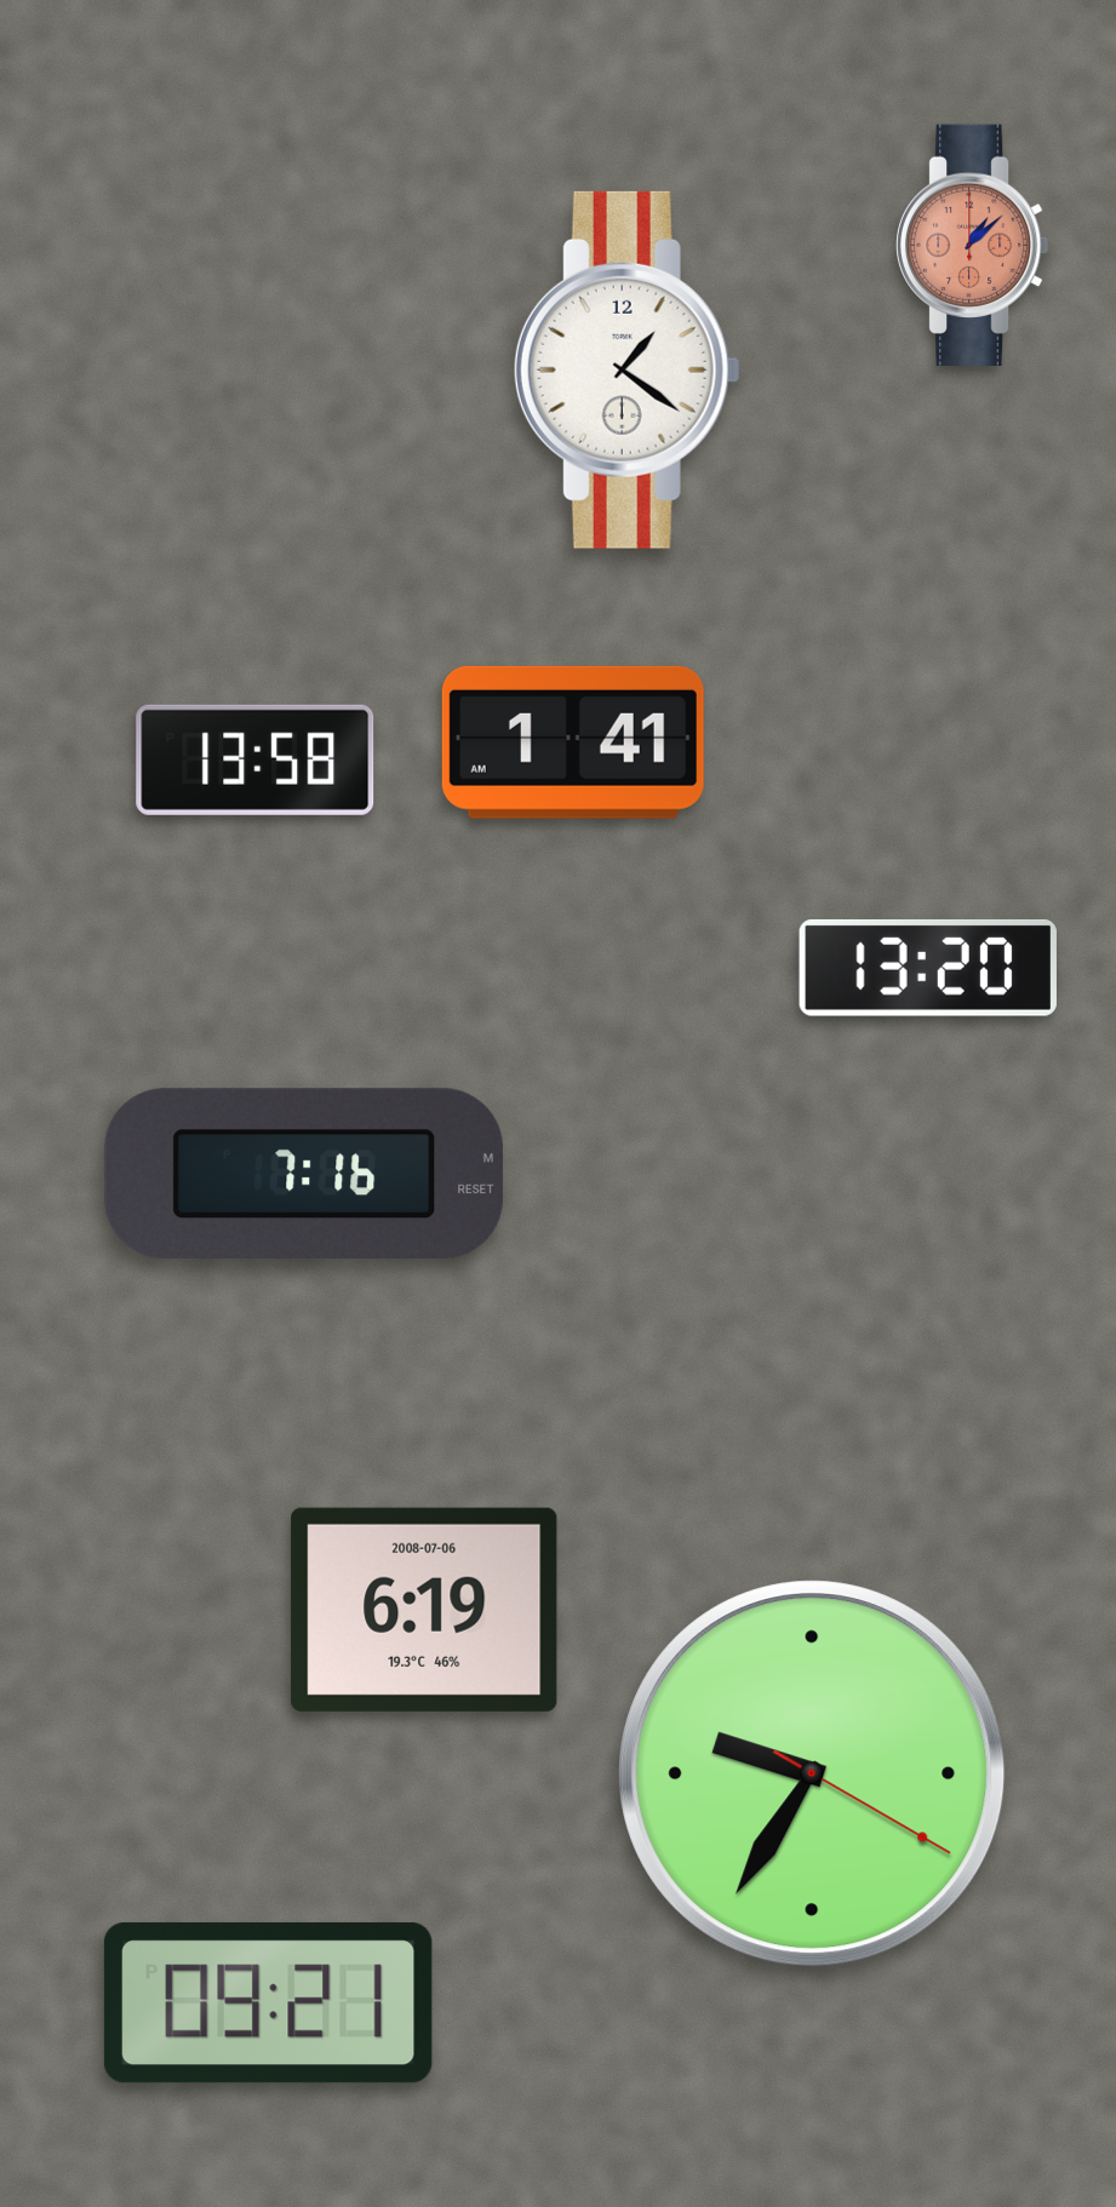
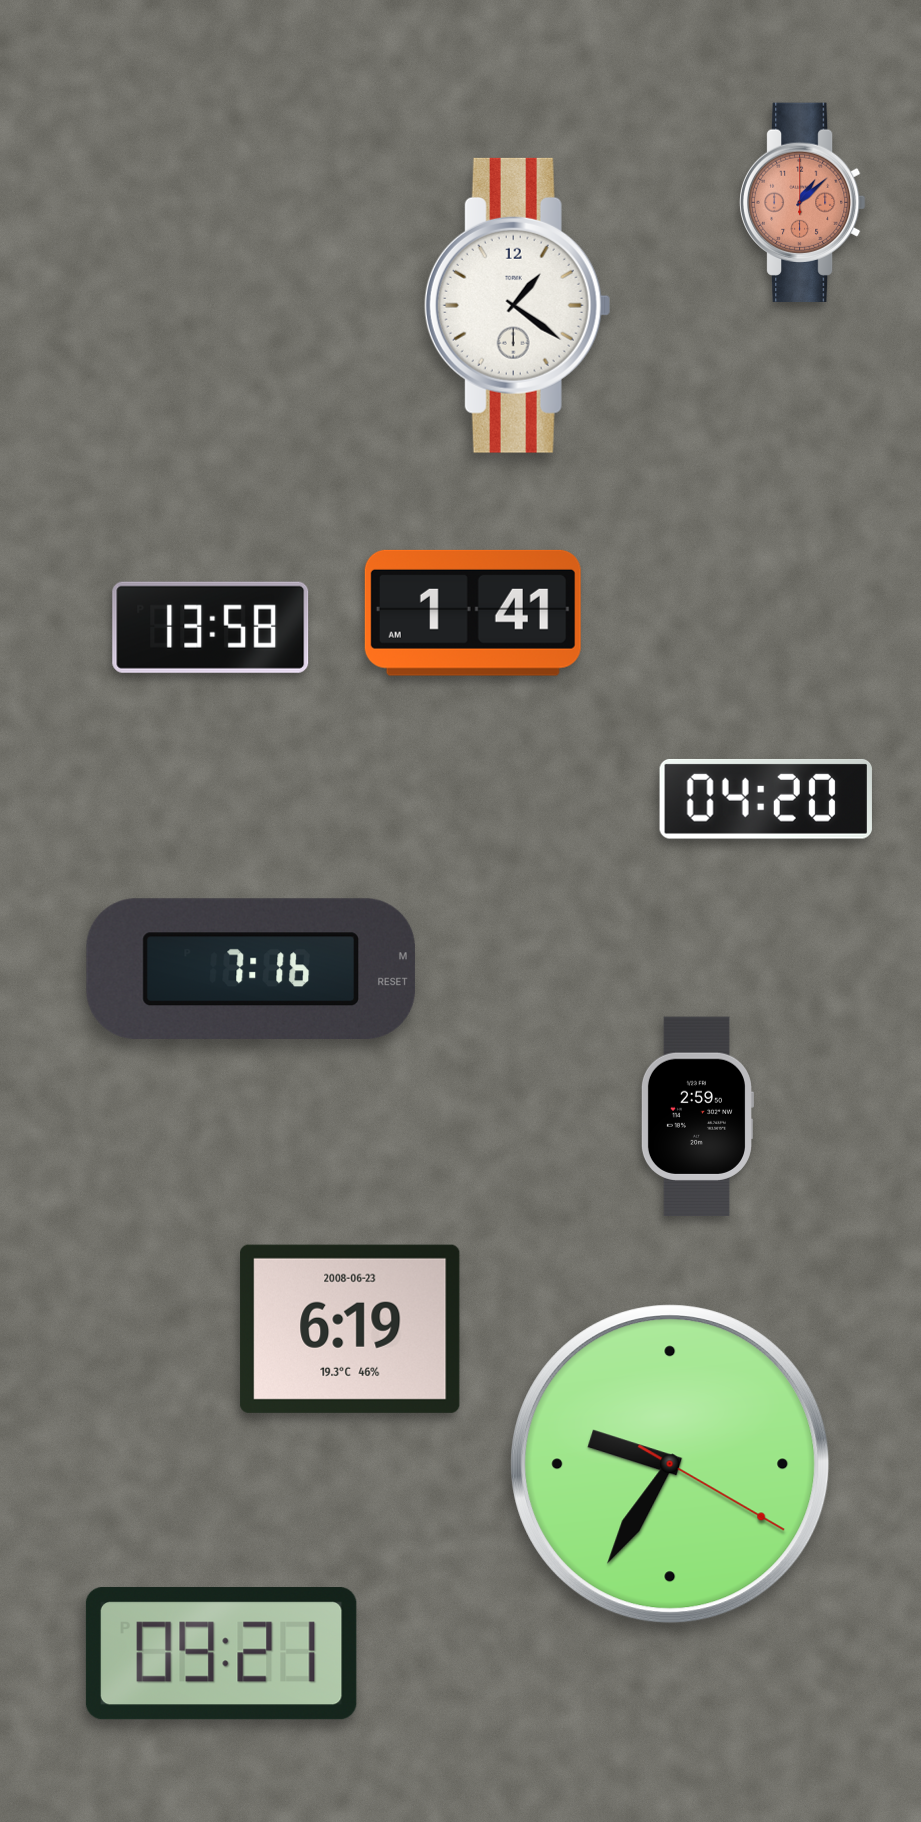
clock at (928, 968): 13:20 -> 04:20
clock at (696, 1117): none -> 2:59
clock at (424, 1610) date: 2008-07-06 -> 2008-06-23
